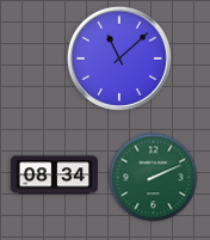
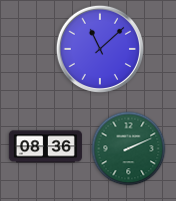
clock at (54, 176): 08:34 -> 08:36
